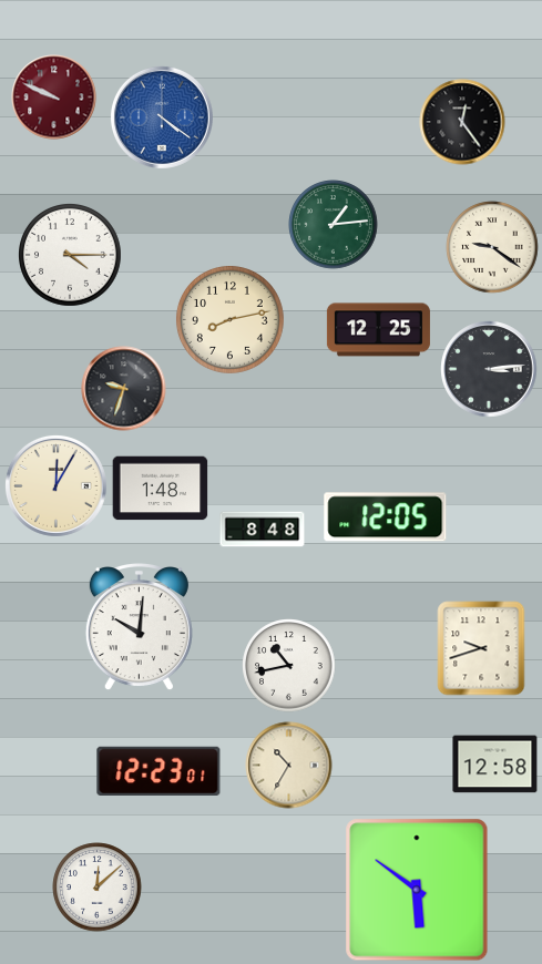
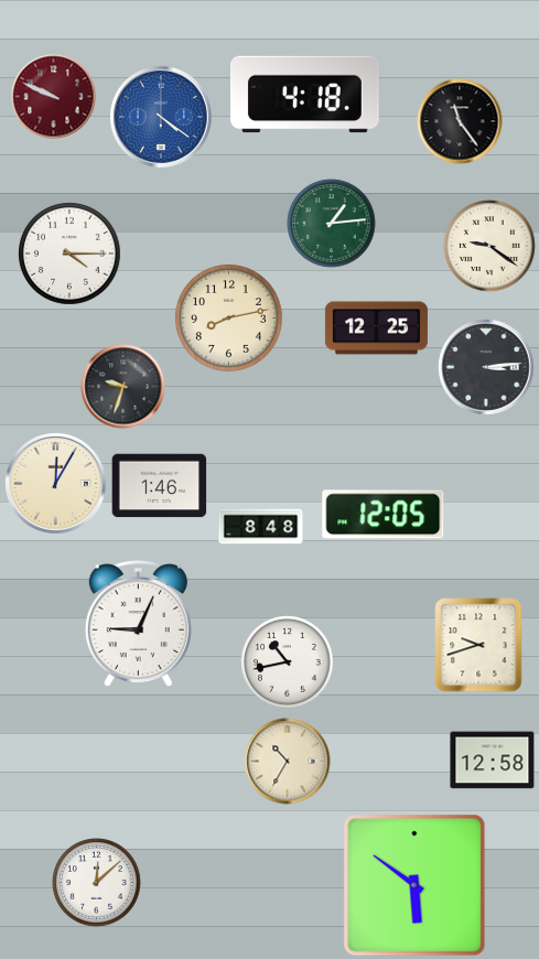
clock at (305, 95): none -> 4:18
clock at (462, 122): 12:24 -> 11:24
clock at (161, 489): 1:48 -> 1:46
clock at (139, 628): 10:01 -> 9:04
clock at (158, 770): 12:23 -> none
